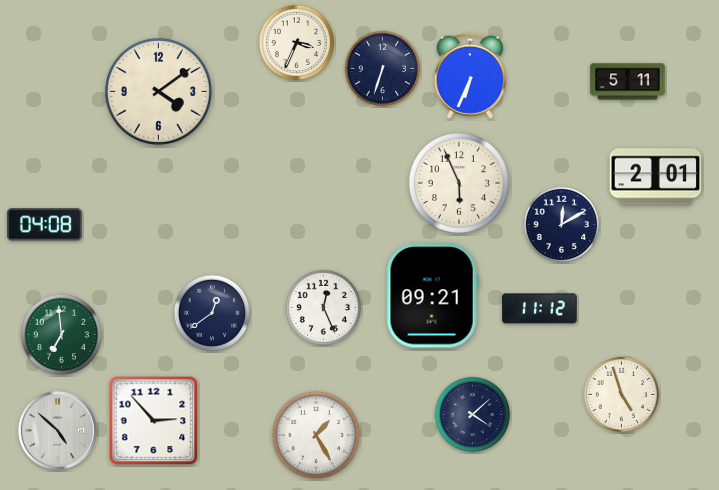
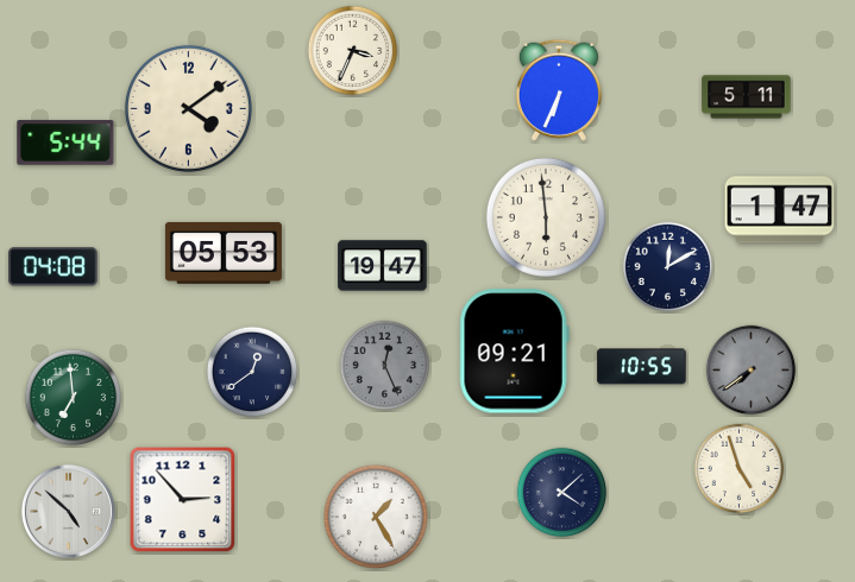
clock at (383, 69): 6:33 -> none
clock at (65, 143): none -> 5:44
clock at (656, 177): 2:01 -> 1:47
clock at (459, 183): 5:56 -> 5:59
clock at (224, 253): none -> 05:53
clock at (383, 266): none -> 19:47
clock at (324, 308) dial: white -> grey
clock at (540, 309): 11:12 -> 10:55
clock at (752, 371): none -> 7:39
